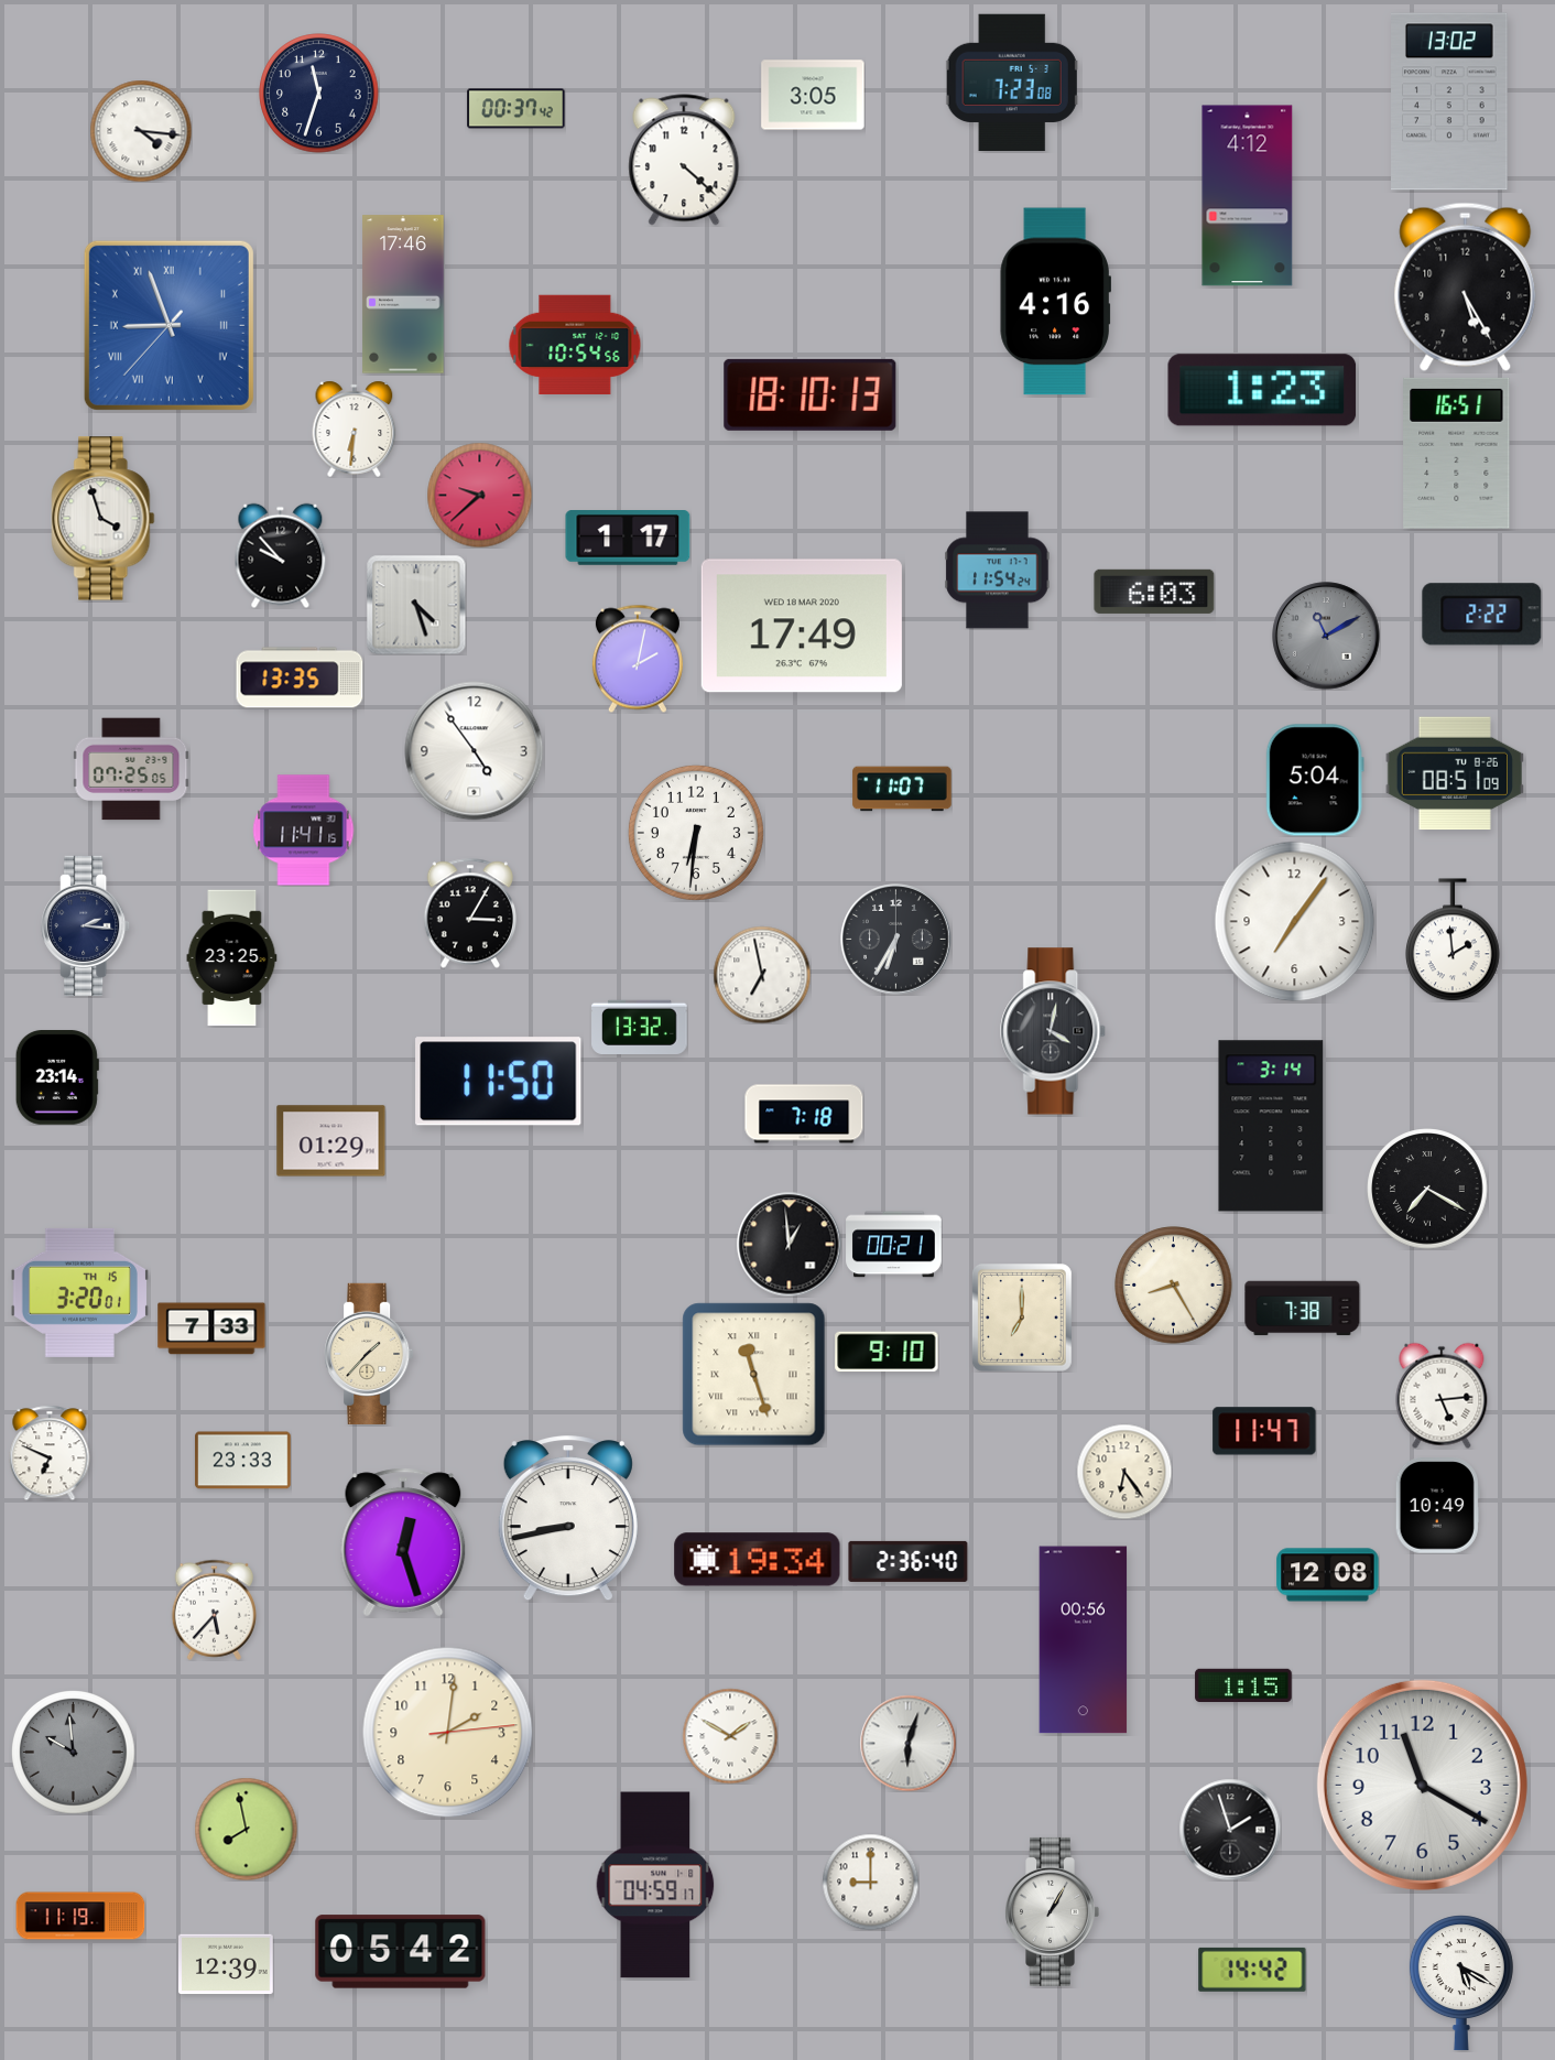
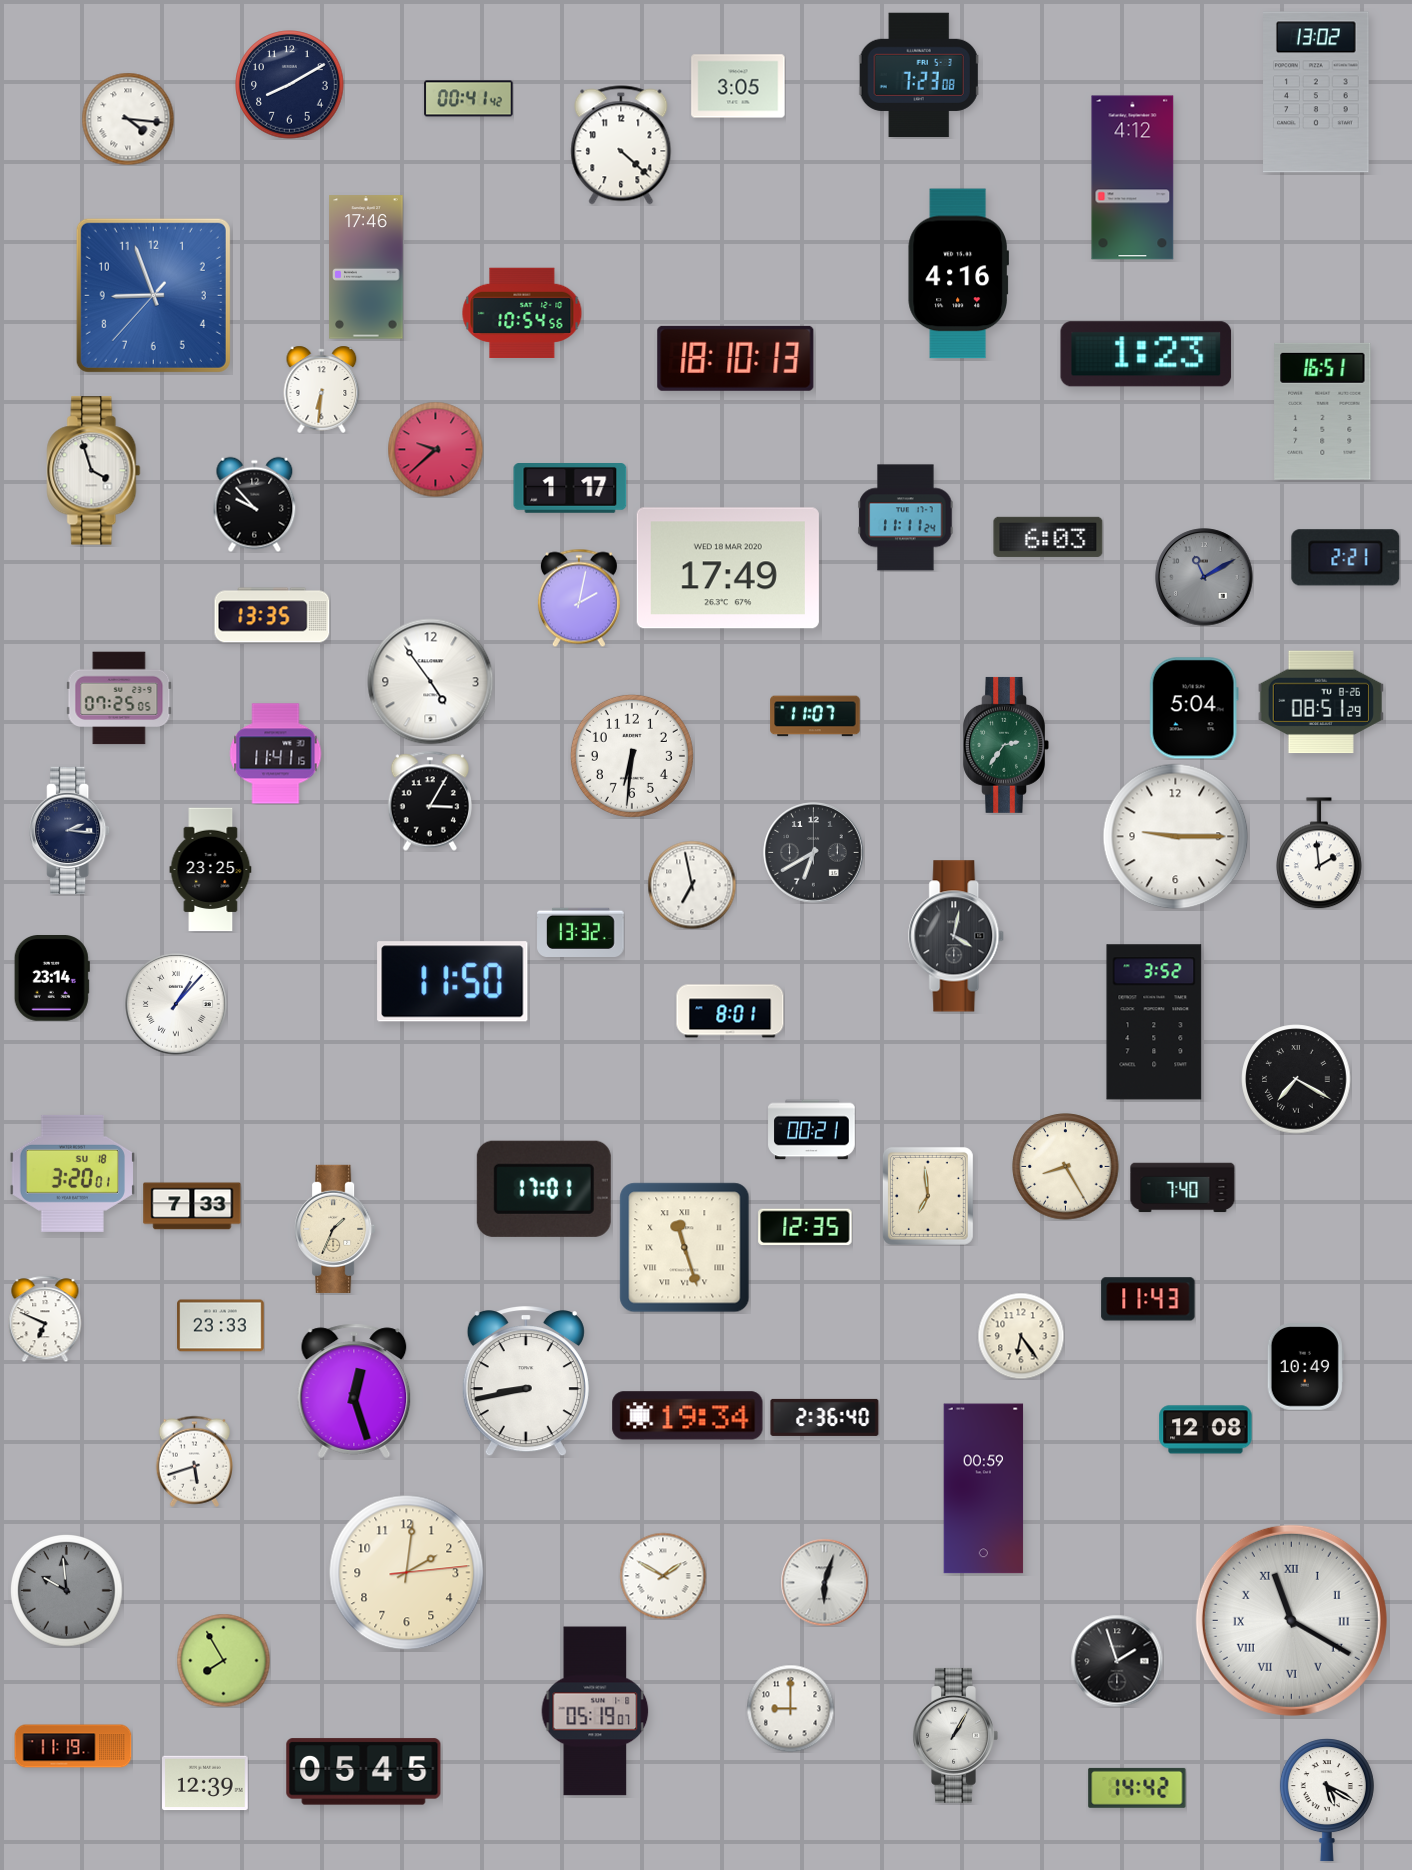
clock at (319, 94): 11:33 -> 8:10
clock at (516, 109): 00:37 -> 00:41
clock at (1466, 286): 5:25 -> none
clock at (168, 325) numerals: Roman -> Arabic
clock at (998, 571): 11:54 -> 11:11
clock at (416, 605): 4:27 -> none
clock at (1482, 615): 2:22 -> 2:21
clock at (1455, 773): 08:51:09 -> 08:51:29
clock at (902, 789) position: (902, 789) -> (815, 716)
clock at (1006, 745): none -> 2:36
clock at (470, 913) position: (470, 913) -> (430, 801)
clock at (1295, 922): 7:06 -> 9:15
clock at (86, 925) position: (86, 925) -> (70, 830)
clock at (896, 940): 6:35 -> 6:40
clock at (177, 1005): none -> 1:07
clock at (804, 1114): 7:18 -> 8:01
clock at (1271, 1126): 3:14 -> 3:52
clock at (331, 1141): 01:29 -> none
clock at (789, 1244): 12:59 -> none
clock at (79, 1292) date: TH 15 -> SU 18
clock at (1303, 1309): 7:38 -> 7:40
clock at (544, 1189): none -> 17:01
clock at (1022, 1318): 7:00 -> 6:59
clock at (887, 1352): 9:10 -> 12:35
clock at (369, 1354): 1:37 -> 1:34
clock at (1442, 1396): 5:14 -> none
clock at (1264, 1431): 11:47 -> 11:43
clock at (568, 1519) position: (568, 1519) -> (526, 1382)
clock at (403, 1542) position: (403, 1542) -> (354, 1391)
clock at (214, 1609): 5:37 -> 5:42
clock at (1084, 1640): 00:56 -> 00:59
clock at (1243, 1684): 1:15 -> none
clock at (1422, 1785) numerals: Arabic -> Roman
clock at (246, 1829): 7:58 -> 7:55
clock at (655, 1885): 04:59 -> 05:19
clock at (80, 1916) position: (80, 1916) -> (73, 1746)
clock at (401, 1952): 05:42 -> 05:45
